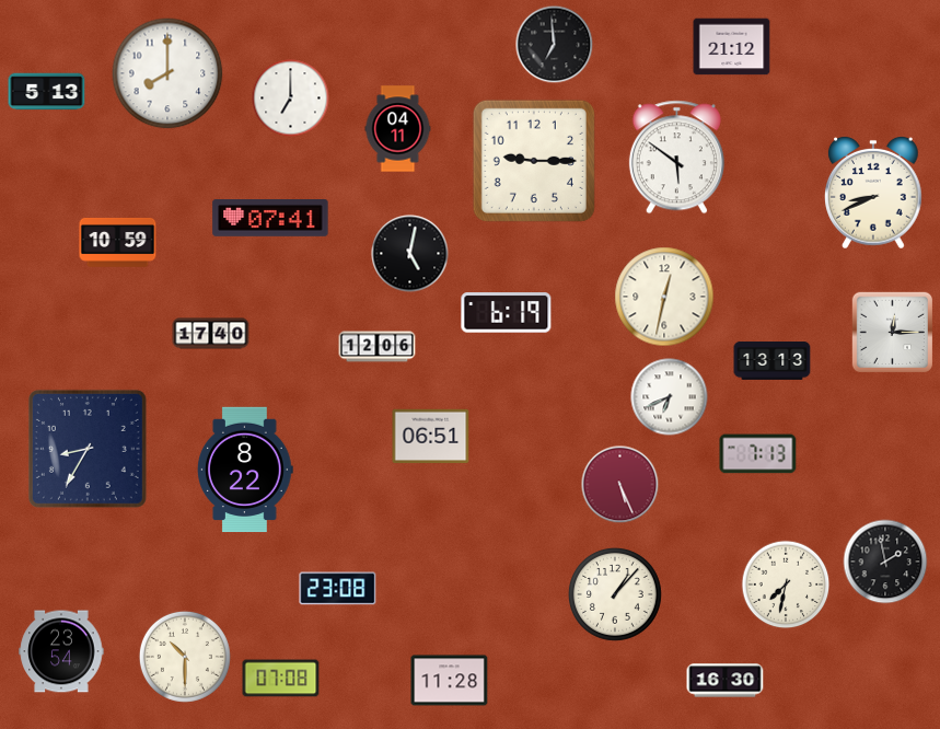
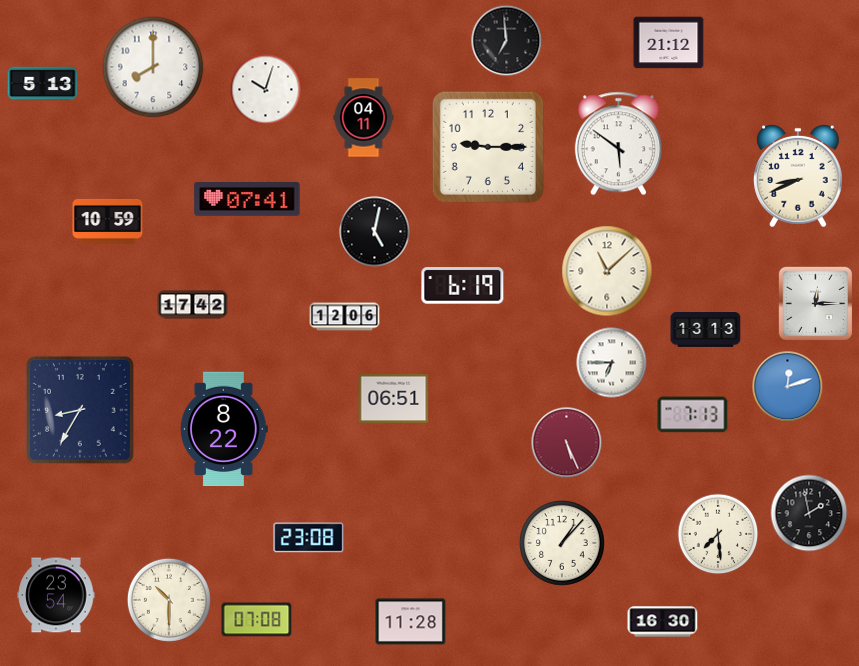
clock at (291, 99): 7:00 -> 10:03
clock at (664, 297): 12:32 -> 11:08
clock at (211, 334): 17:40 -> 17:42
clock at (670, 397): 6:41 -> 6:45
clock at (788, 387): none -> 12:12
clock at (786, 585): 7:32 -> 7:29
